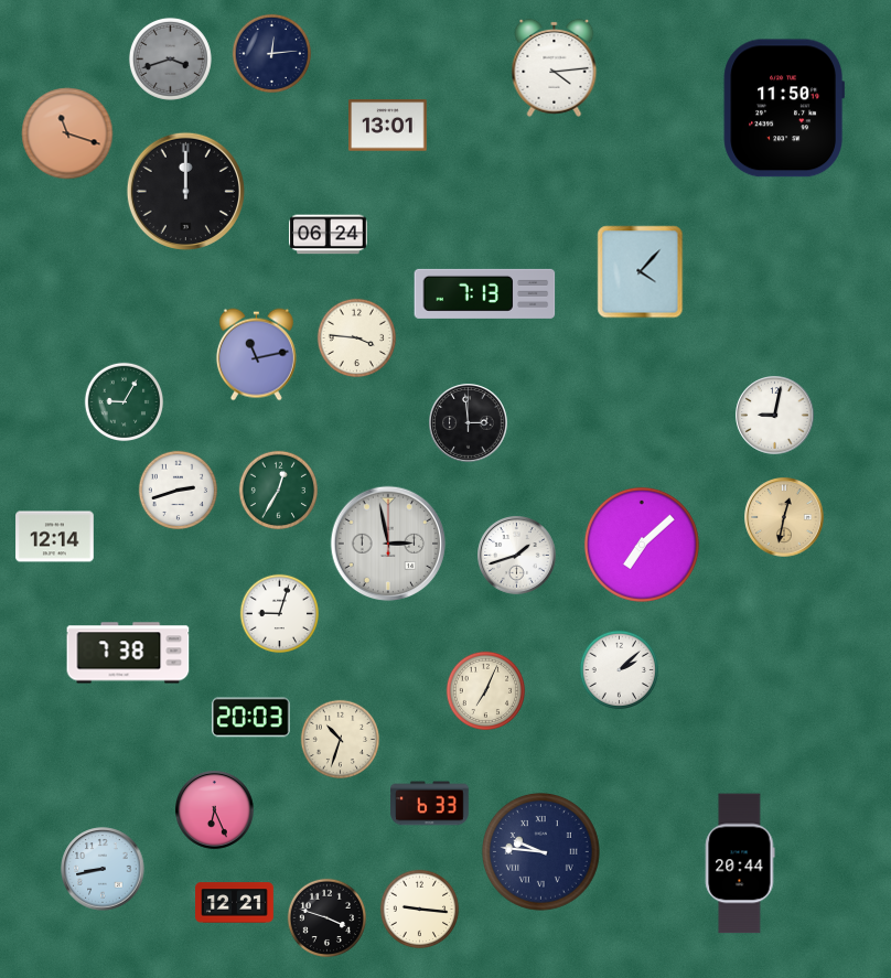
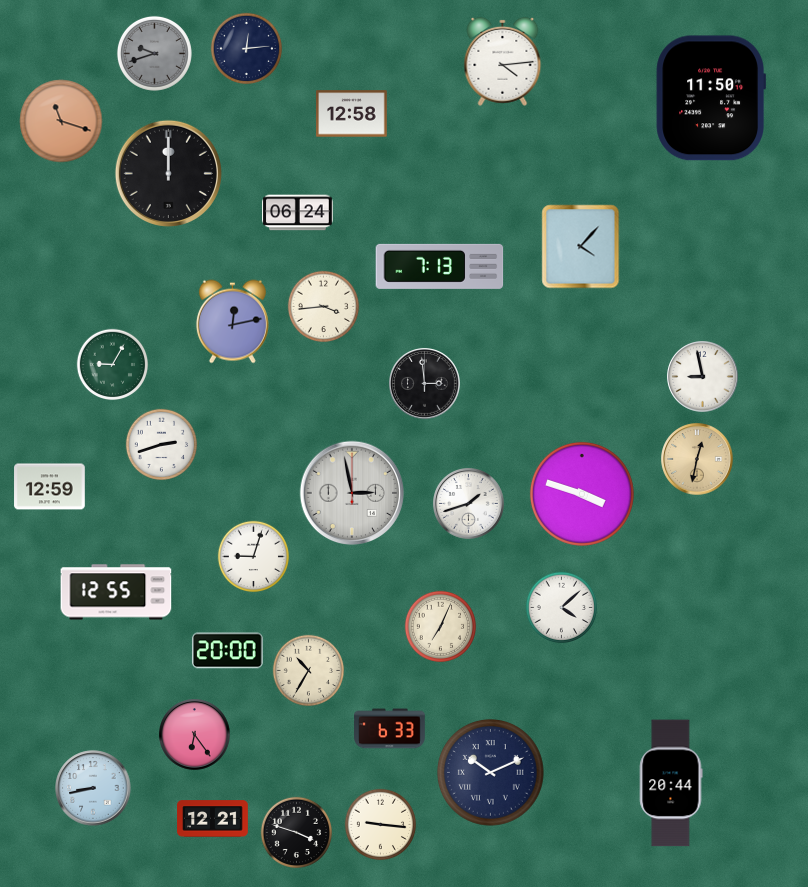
clock at (170, 58): 3:42 -> 9:42
clock at (388, 126): 13:01 -> 12:58
clock at (357, 338): 3:46 -> 3:44
clock at (256, 355): 11:13 -> 12:13
clock at (775, 416): 9:02 -> 8:58
clock at (279, 491): 12:35 -> none
clock at (784, 517) position: (784, 517) -> (697, 459)
clock at (55, 537): 12:14 -> 12:59
clock at (642, 545): 7:08 -> 3:48
clock at (128, 653): 7:38 -> 12:55
clock at (620, 670): 2:08 -> 4:08
clock at (250, 718): 20:03 -> 20:00
clock at (341, 740): 10:33 -> 10:35
clock at (215, 810): 6:26 -> 6:24
clock at (541, 852): 9:46 -> 10:11
